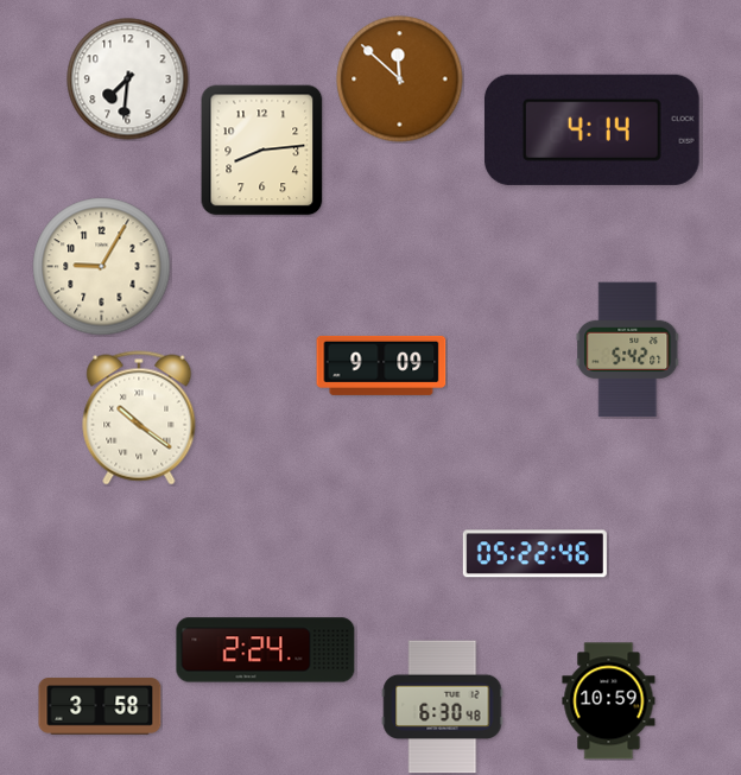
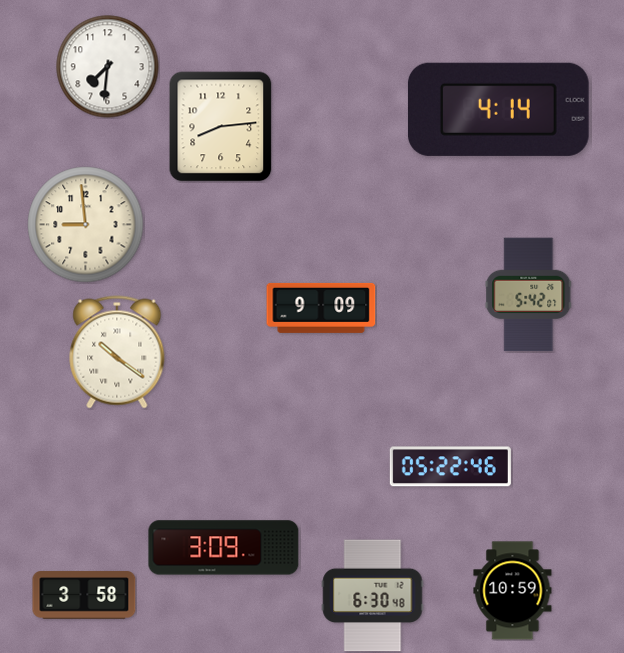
clock at (400, 80): 11:52 -> none
clock at (102, 267): 9:05 -> 8:59
clock at (266, 650): 2:24 -> 3:09
